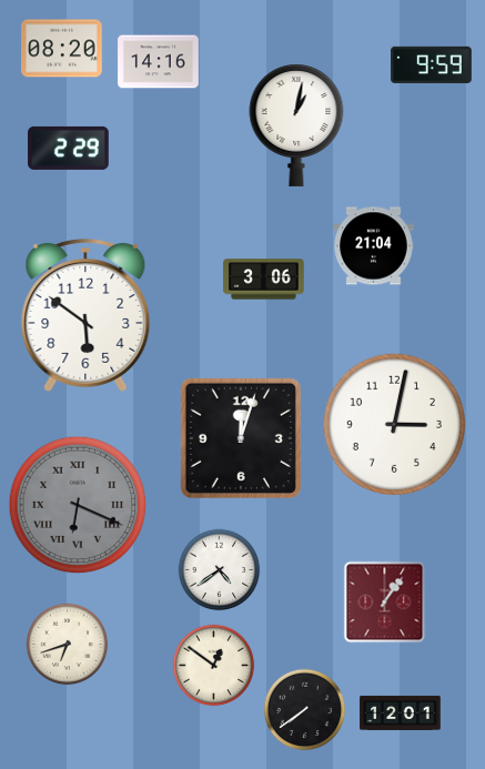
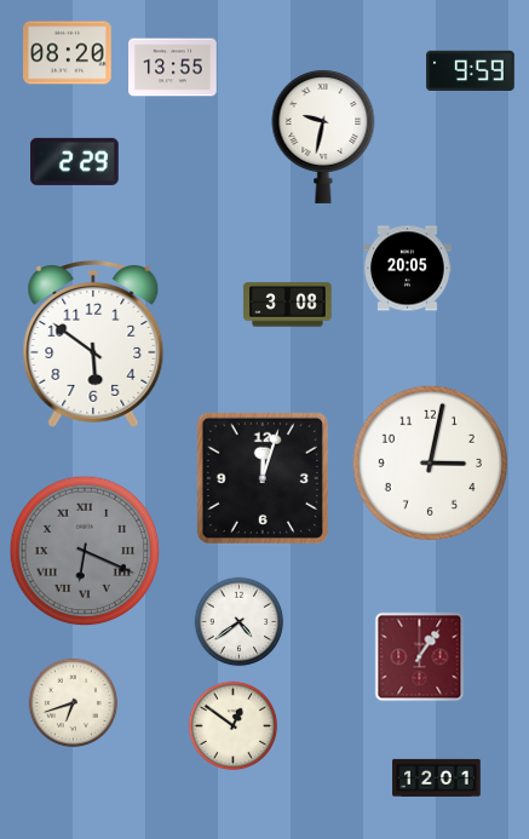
clock at (159, 62): 14:16 -> 13:55
clock at (296, 125): 1:02 -> 9:32
clock at (374, 246): 21:04 -> 20:05
clock at (264, 280): 3:06 -> 3:08
clock at (305, 710): 7:39 -> none
